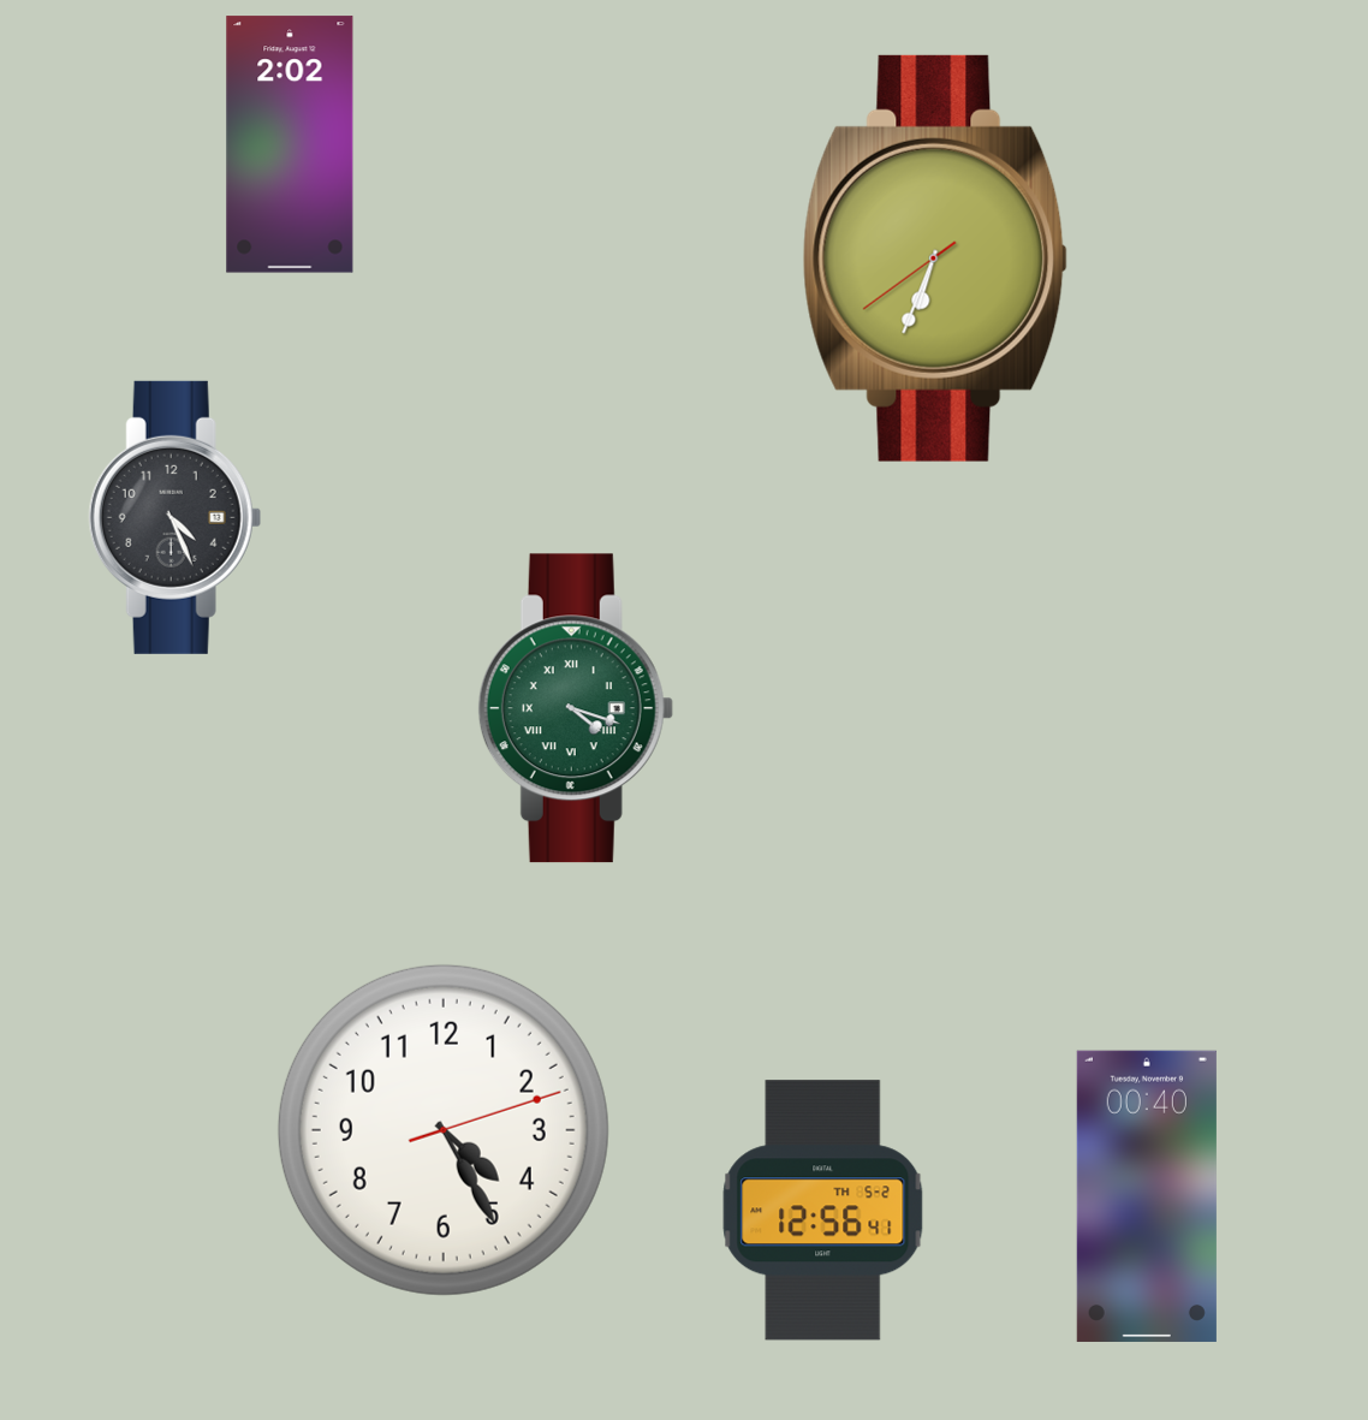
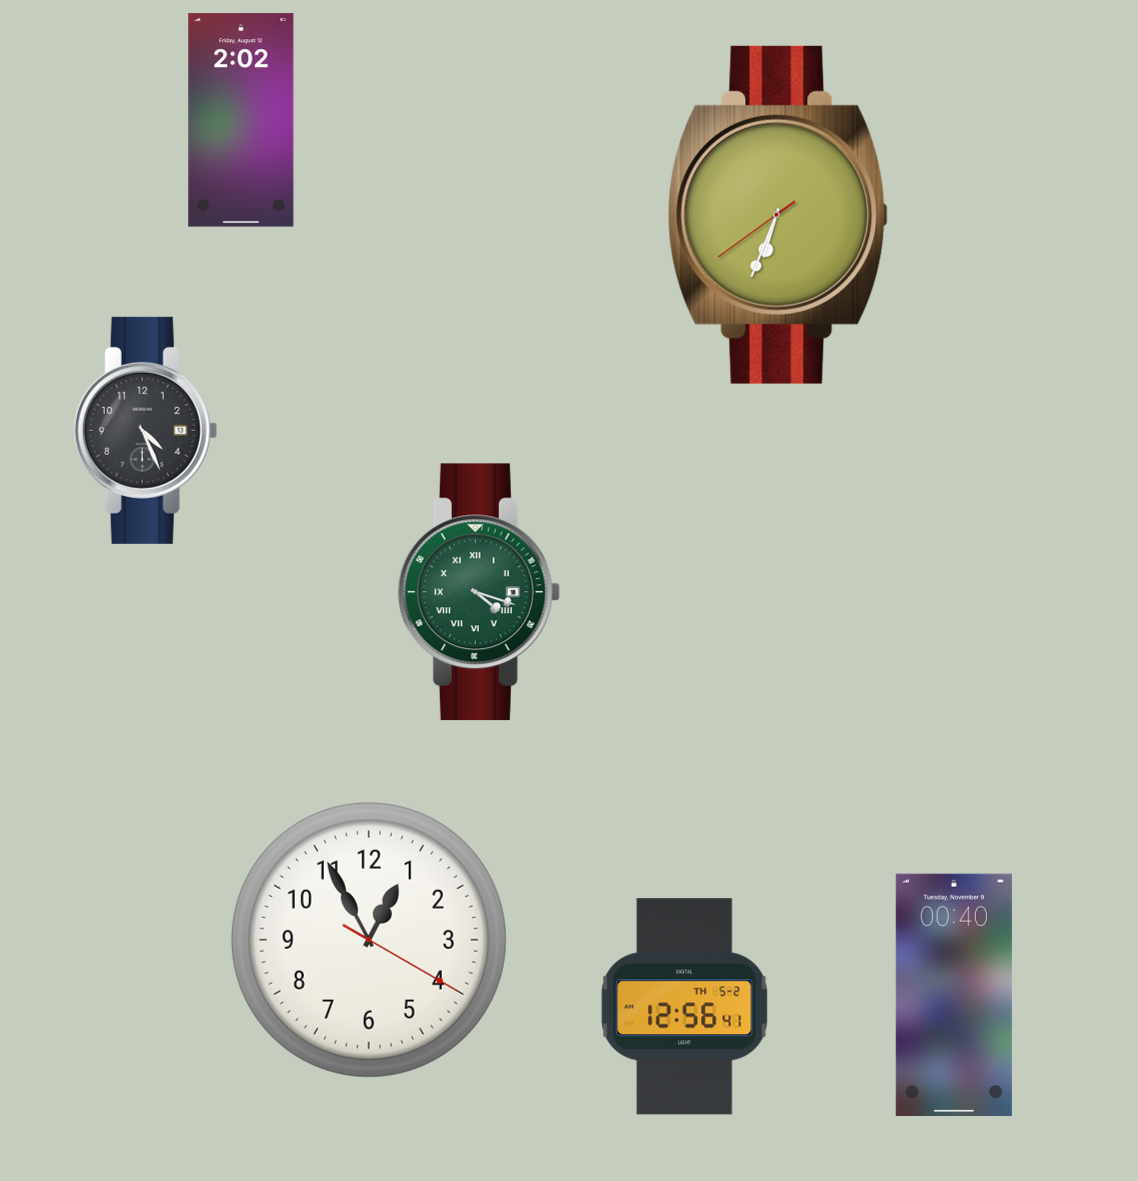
clock at (576, 708) position: (576, 708) -> (479, 592)
clock at (444, 1130): 4:25 -> 12:55
